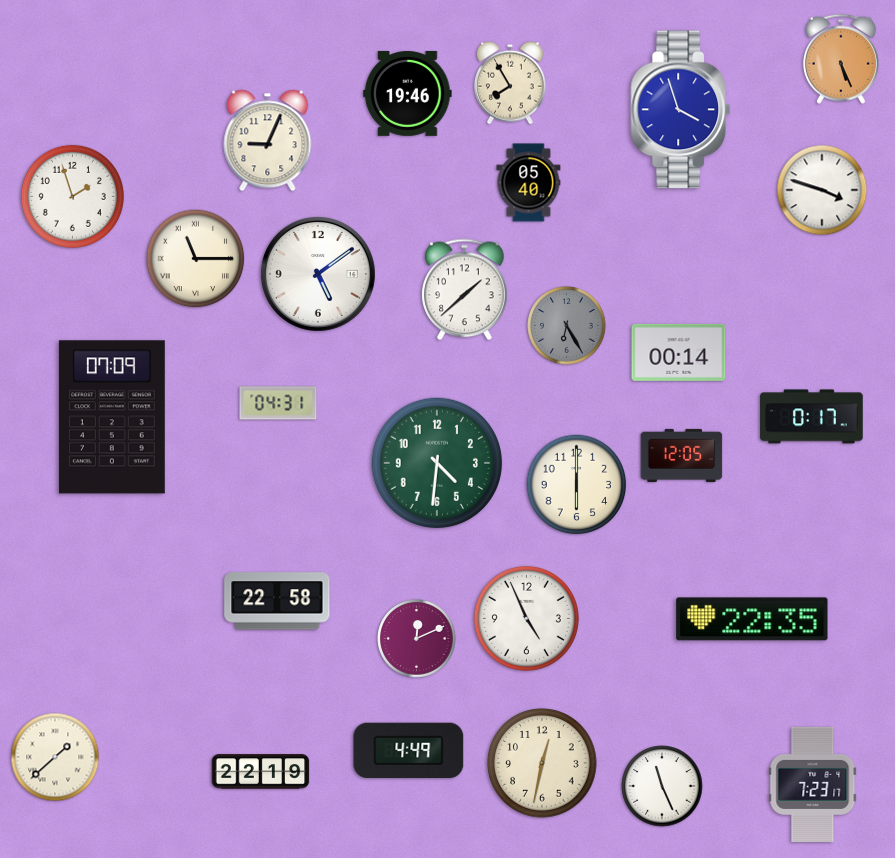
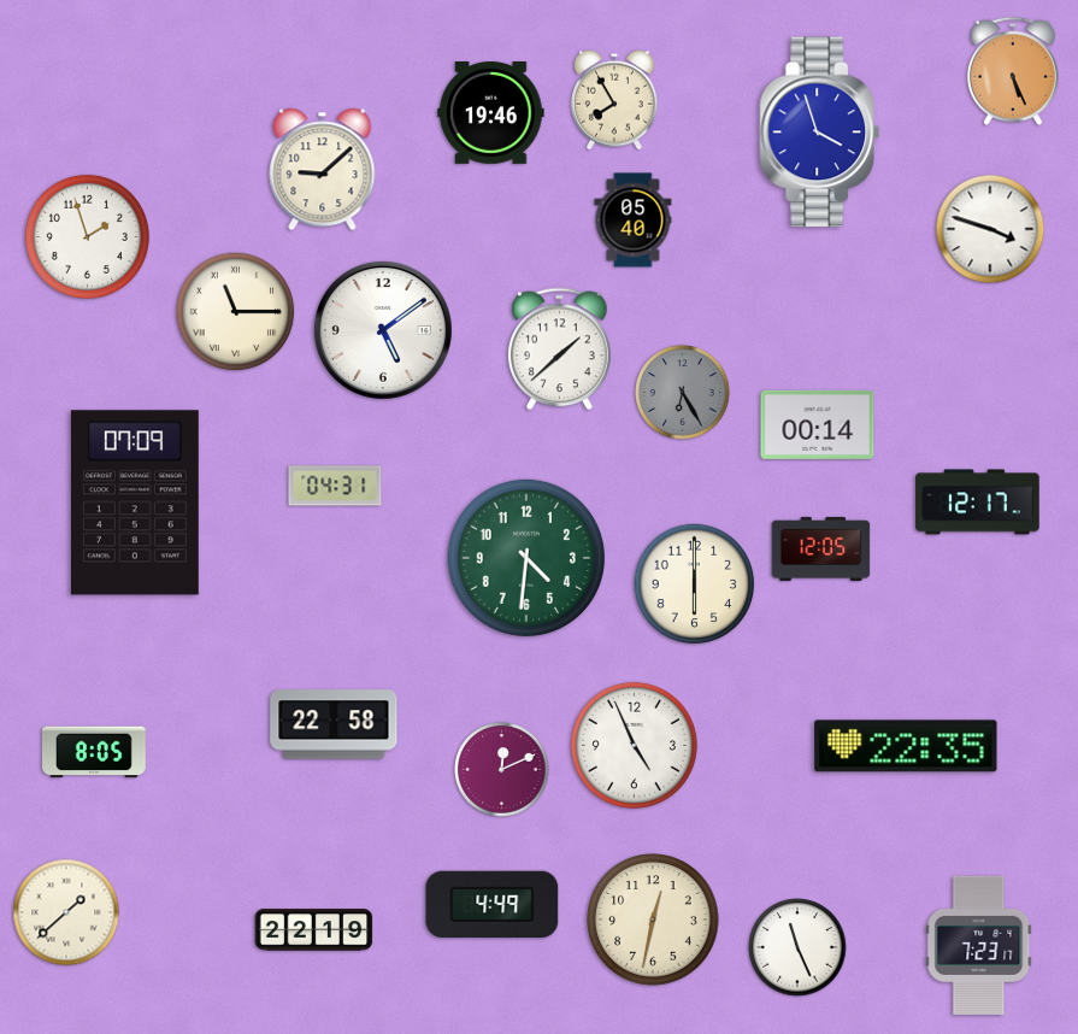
clock at (268, 141): 9:04 -> 9:08
clock at (529, 183) position: (529, 183) -> (634, 221)
clock at (812, 417): 0:17 -> 12:17
clock at (94, 752): none -> 8:05
